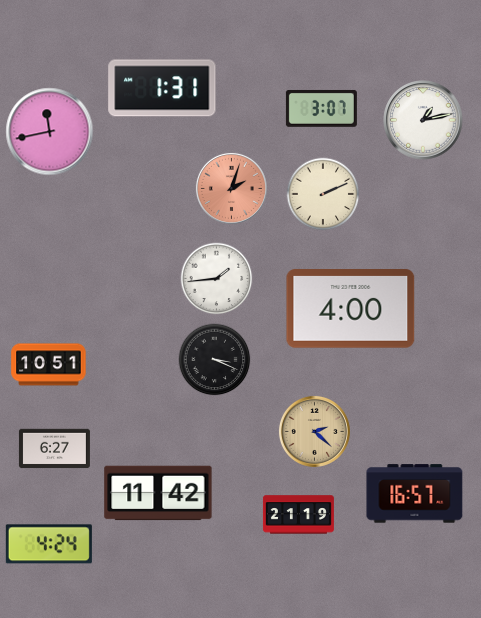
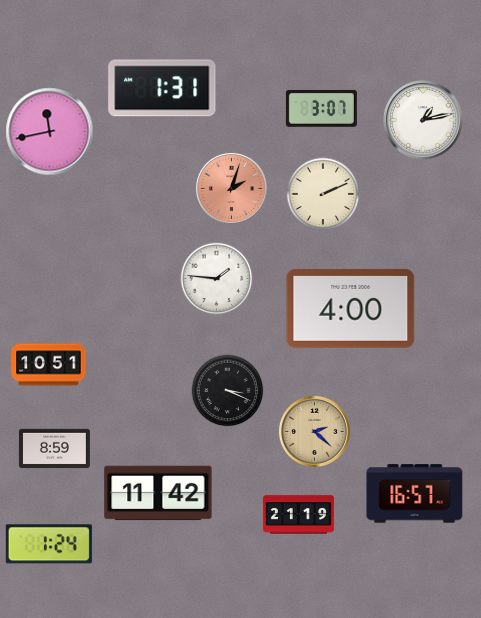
clock at (217, 279): 1:44 -> 1:46
clock at (215, 360) position: (215, 360) -> (228, 391)
clock at (54, 449): 6:27 -> 8:59
clock at (49, 544): 4:24 -> 1:24
